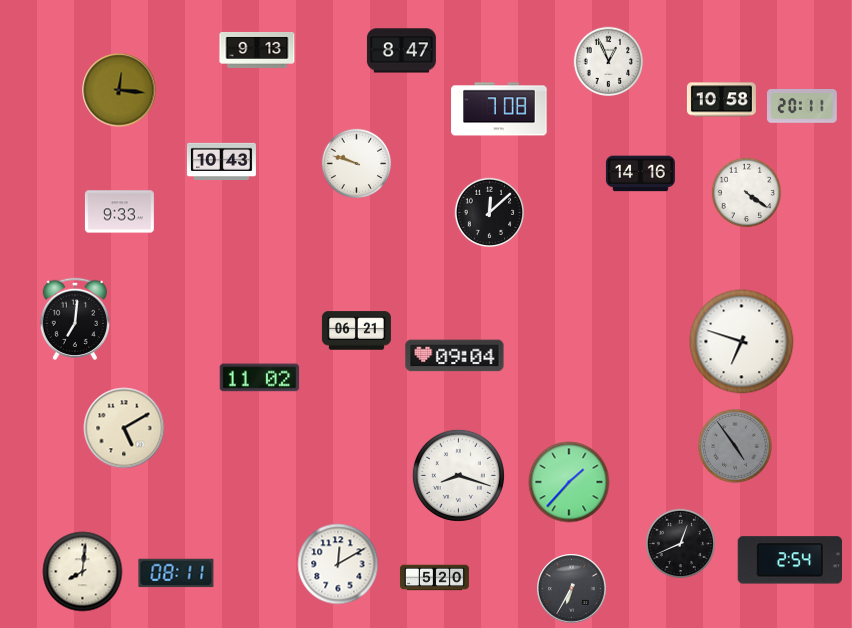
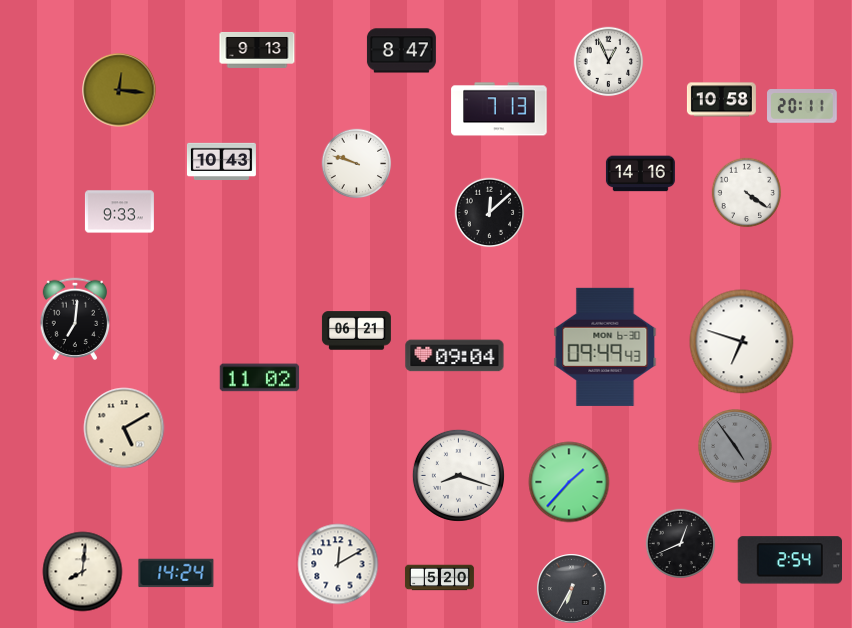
clock at (499, 109): 7:08 -> 7:13
clock at (605, 347): none -> 09:49
clock at (176, 573): 08:11 -> 14:24
clock at (434, 578) position: (434, 578) -> (439, 578)
